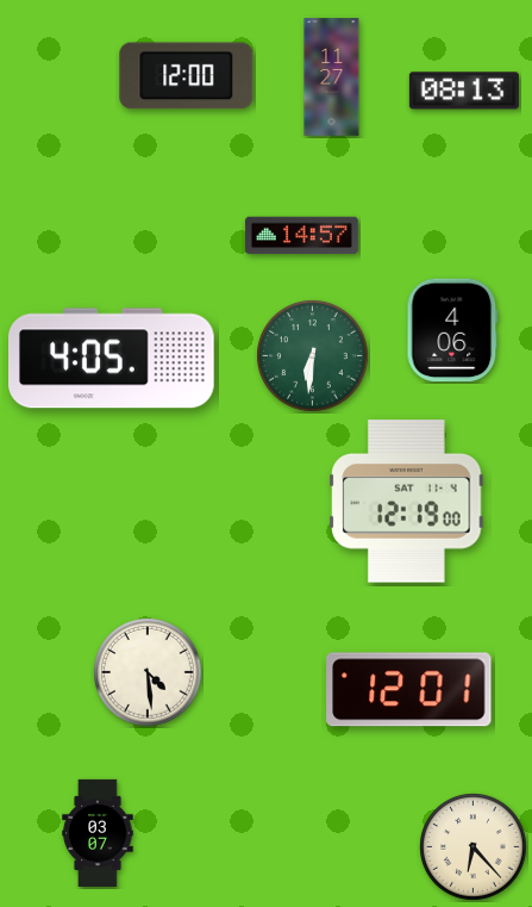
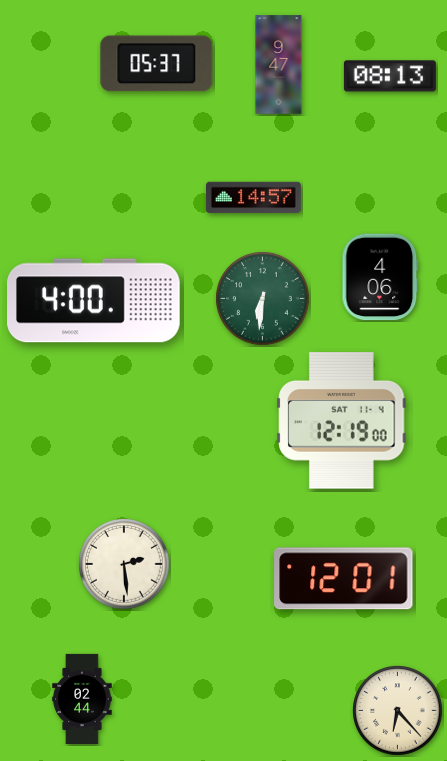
clock at (187, 76): 12:00 -> 05:37
clock at (332, 77): 11:27 -> 9:47
clock at (112, 359): 4:05 -> 4:00
clock at (148, 672): 4:29 -> 2:29
clock at (98, 832): 03:07 -> 02:44
